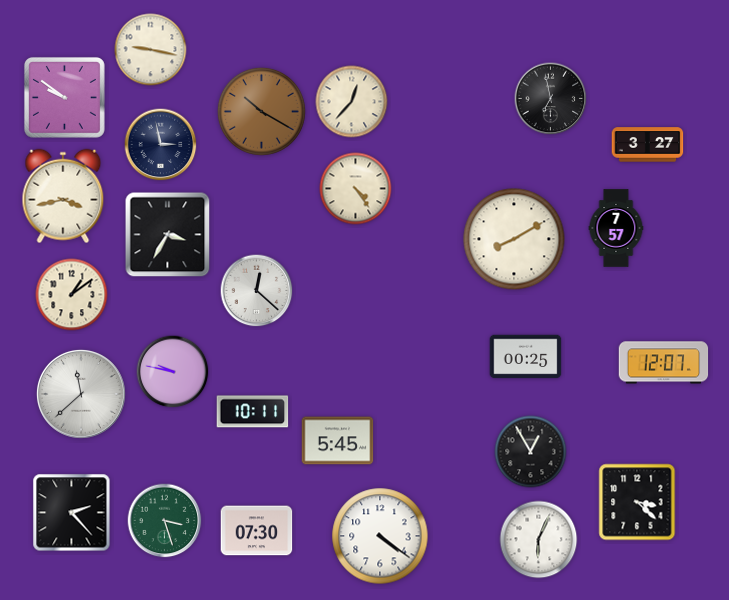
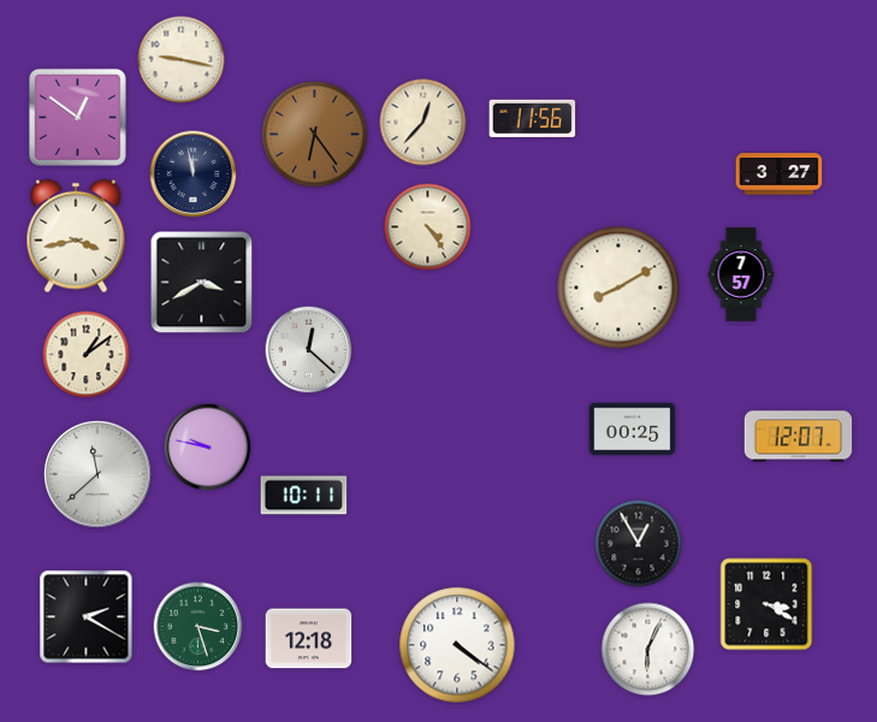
clock at (64, 97): 9:51 -> 12:51
clock at (533, 118): none -> 11:56
clock at (551, 99): 6:58 -> none
clock at (261, 111): 10:20 -> 6:24
clock at (161, 145): 2:58 -> 11:58
clock at (168, 235): 3:35 -> 3:40
clock at (338, 441): 5:45 -> none
clock at (637, 502): 3:22 -> 3:20
clock at (72, 513): 2:23 -> 2:20
clock at (257, 531): 07:30 -> 12:18
